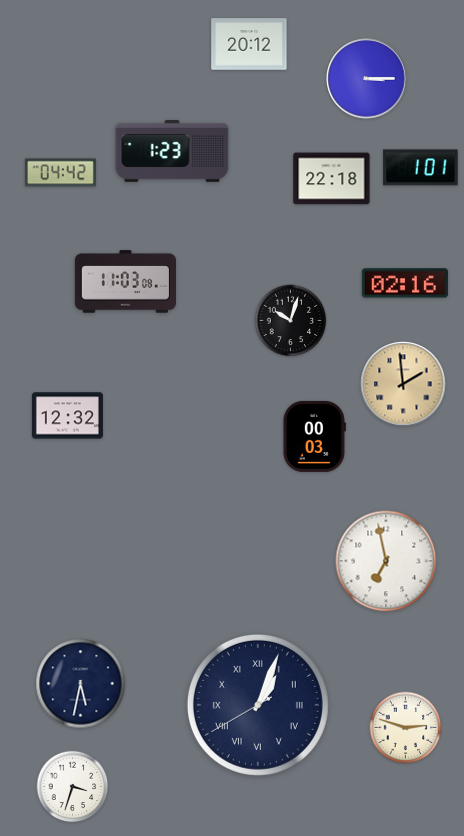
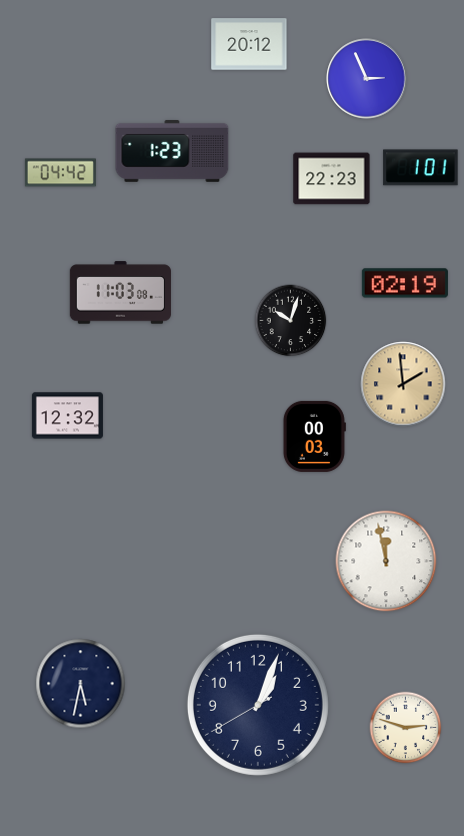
clock at (367, 79): 3:15 -> 2:56
clock at (332, 179): 22:18 -> 22:23
clock at (125, 282) position: (125, 282) -> (120, 293)
clock at (405, 283): 02:16 -> 02:19
clock at (386, 561): 6:58 -> 11:58
clock at (258, 705) numerals: Roman -> Arabic
clock at (73, 787): 3:33 -> none
